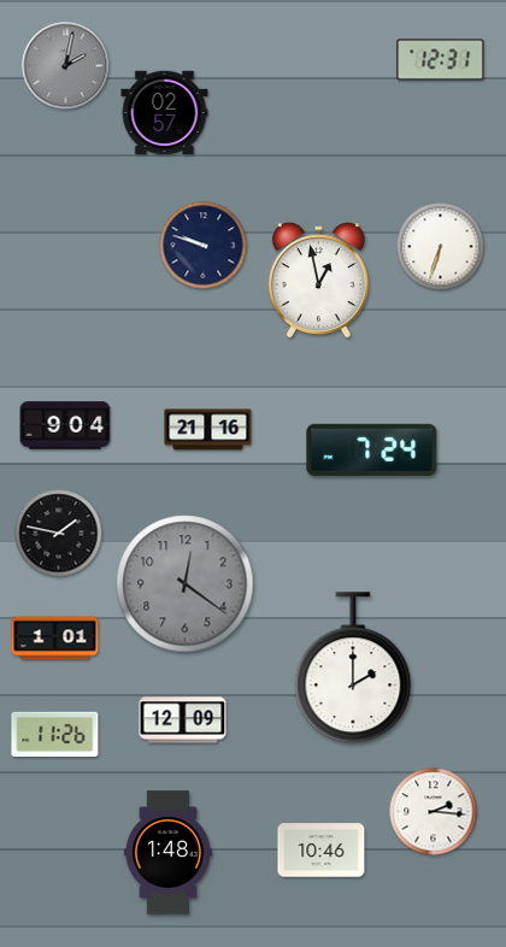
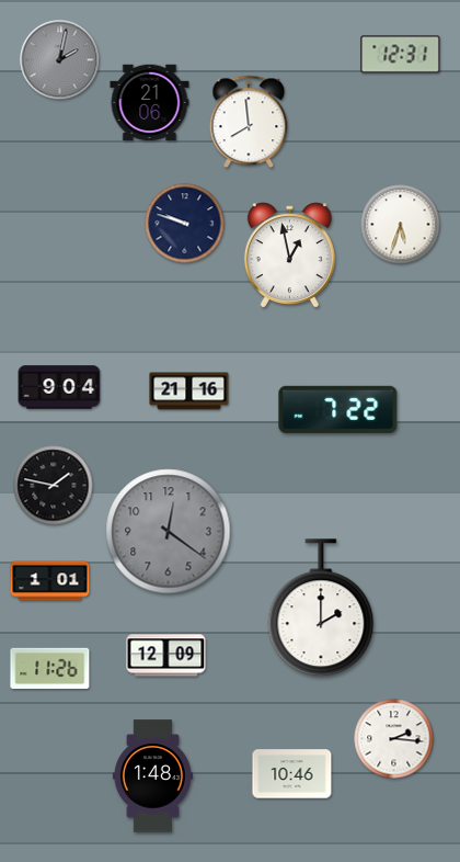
clock at (165, 113): 02:57 -> 21:06
clock at (249, 122): none -> 7:59
clock at (441, 247): 6:33 -> 5:33
clock at (372, 449): 7:24 -> 7:22
